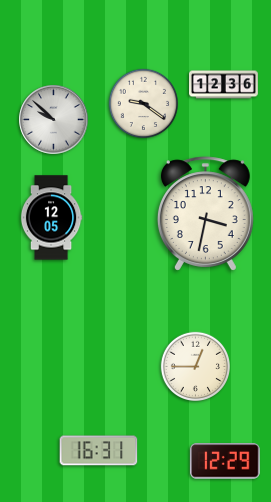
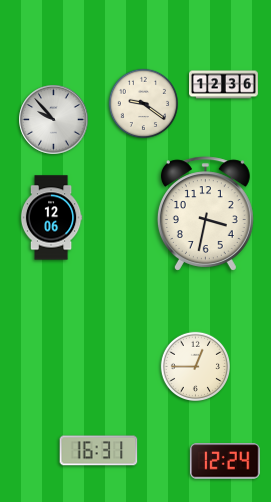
clock at (54, 120): 9:52 -> 9:53
clock at (51, 218): 12:05 -> 12:06
clock at (226, 461): 12:29 -> 12:24
